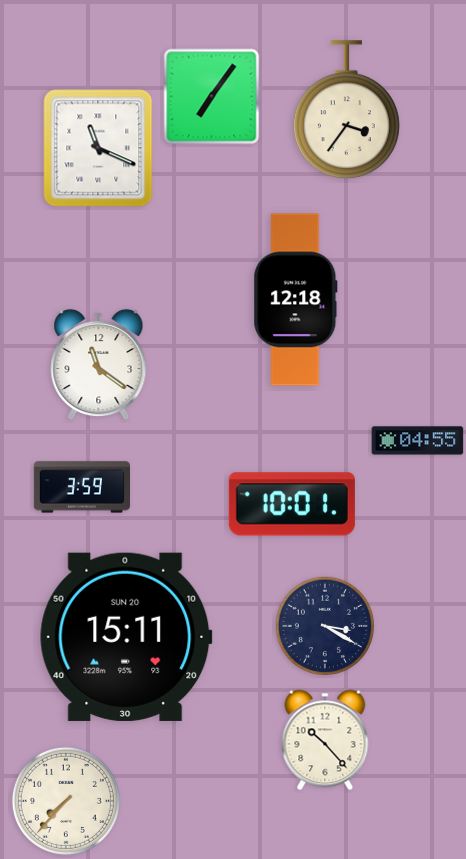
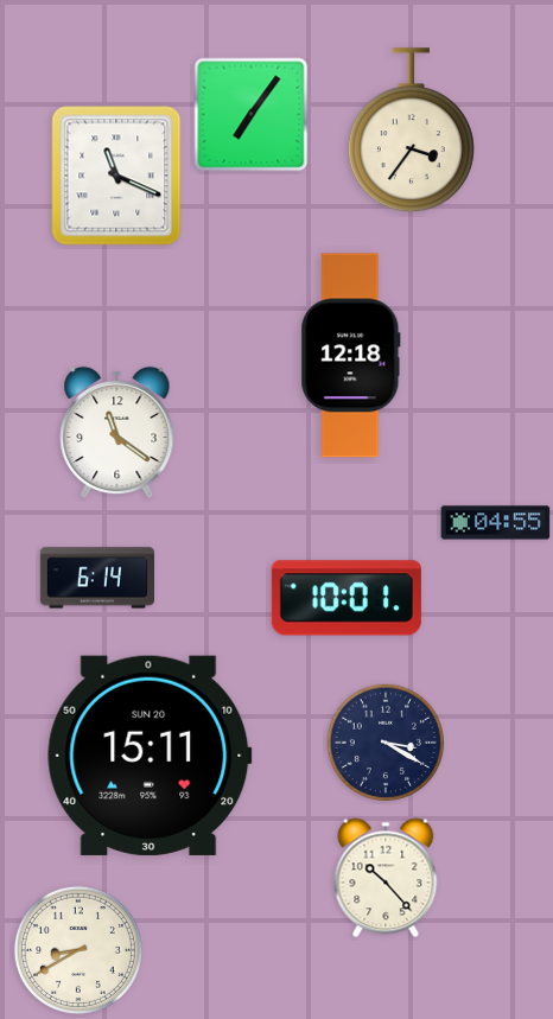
clock at (81, 487): 3:59 -> 6:14
clock at (66, 801): 7:37 -> 8:40
